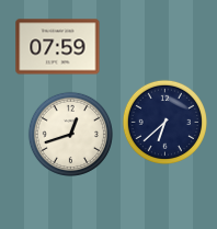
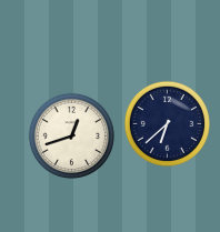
clock at (58, 47): 07:59 -> none
